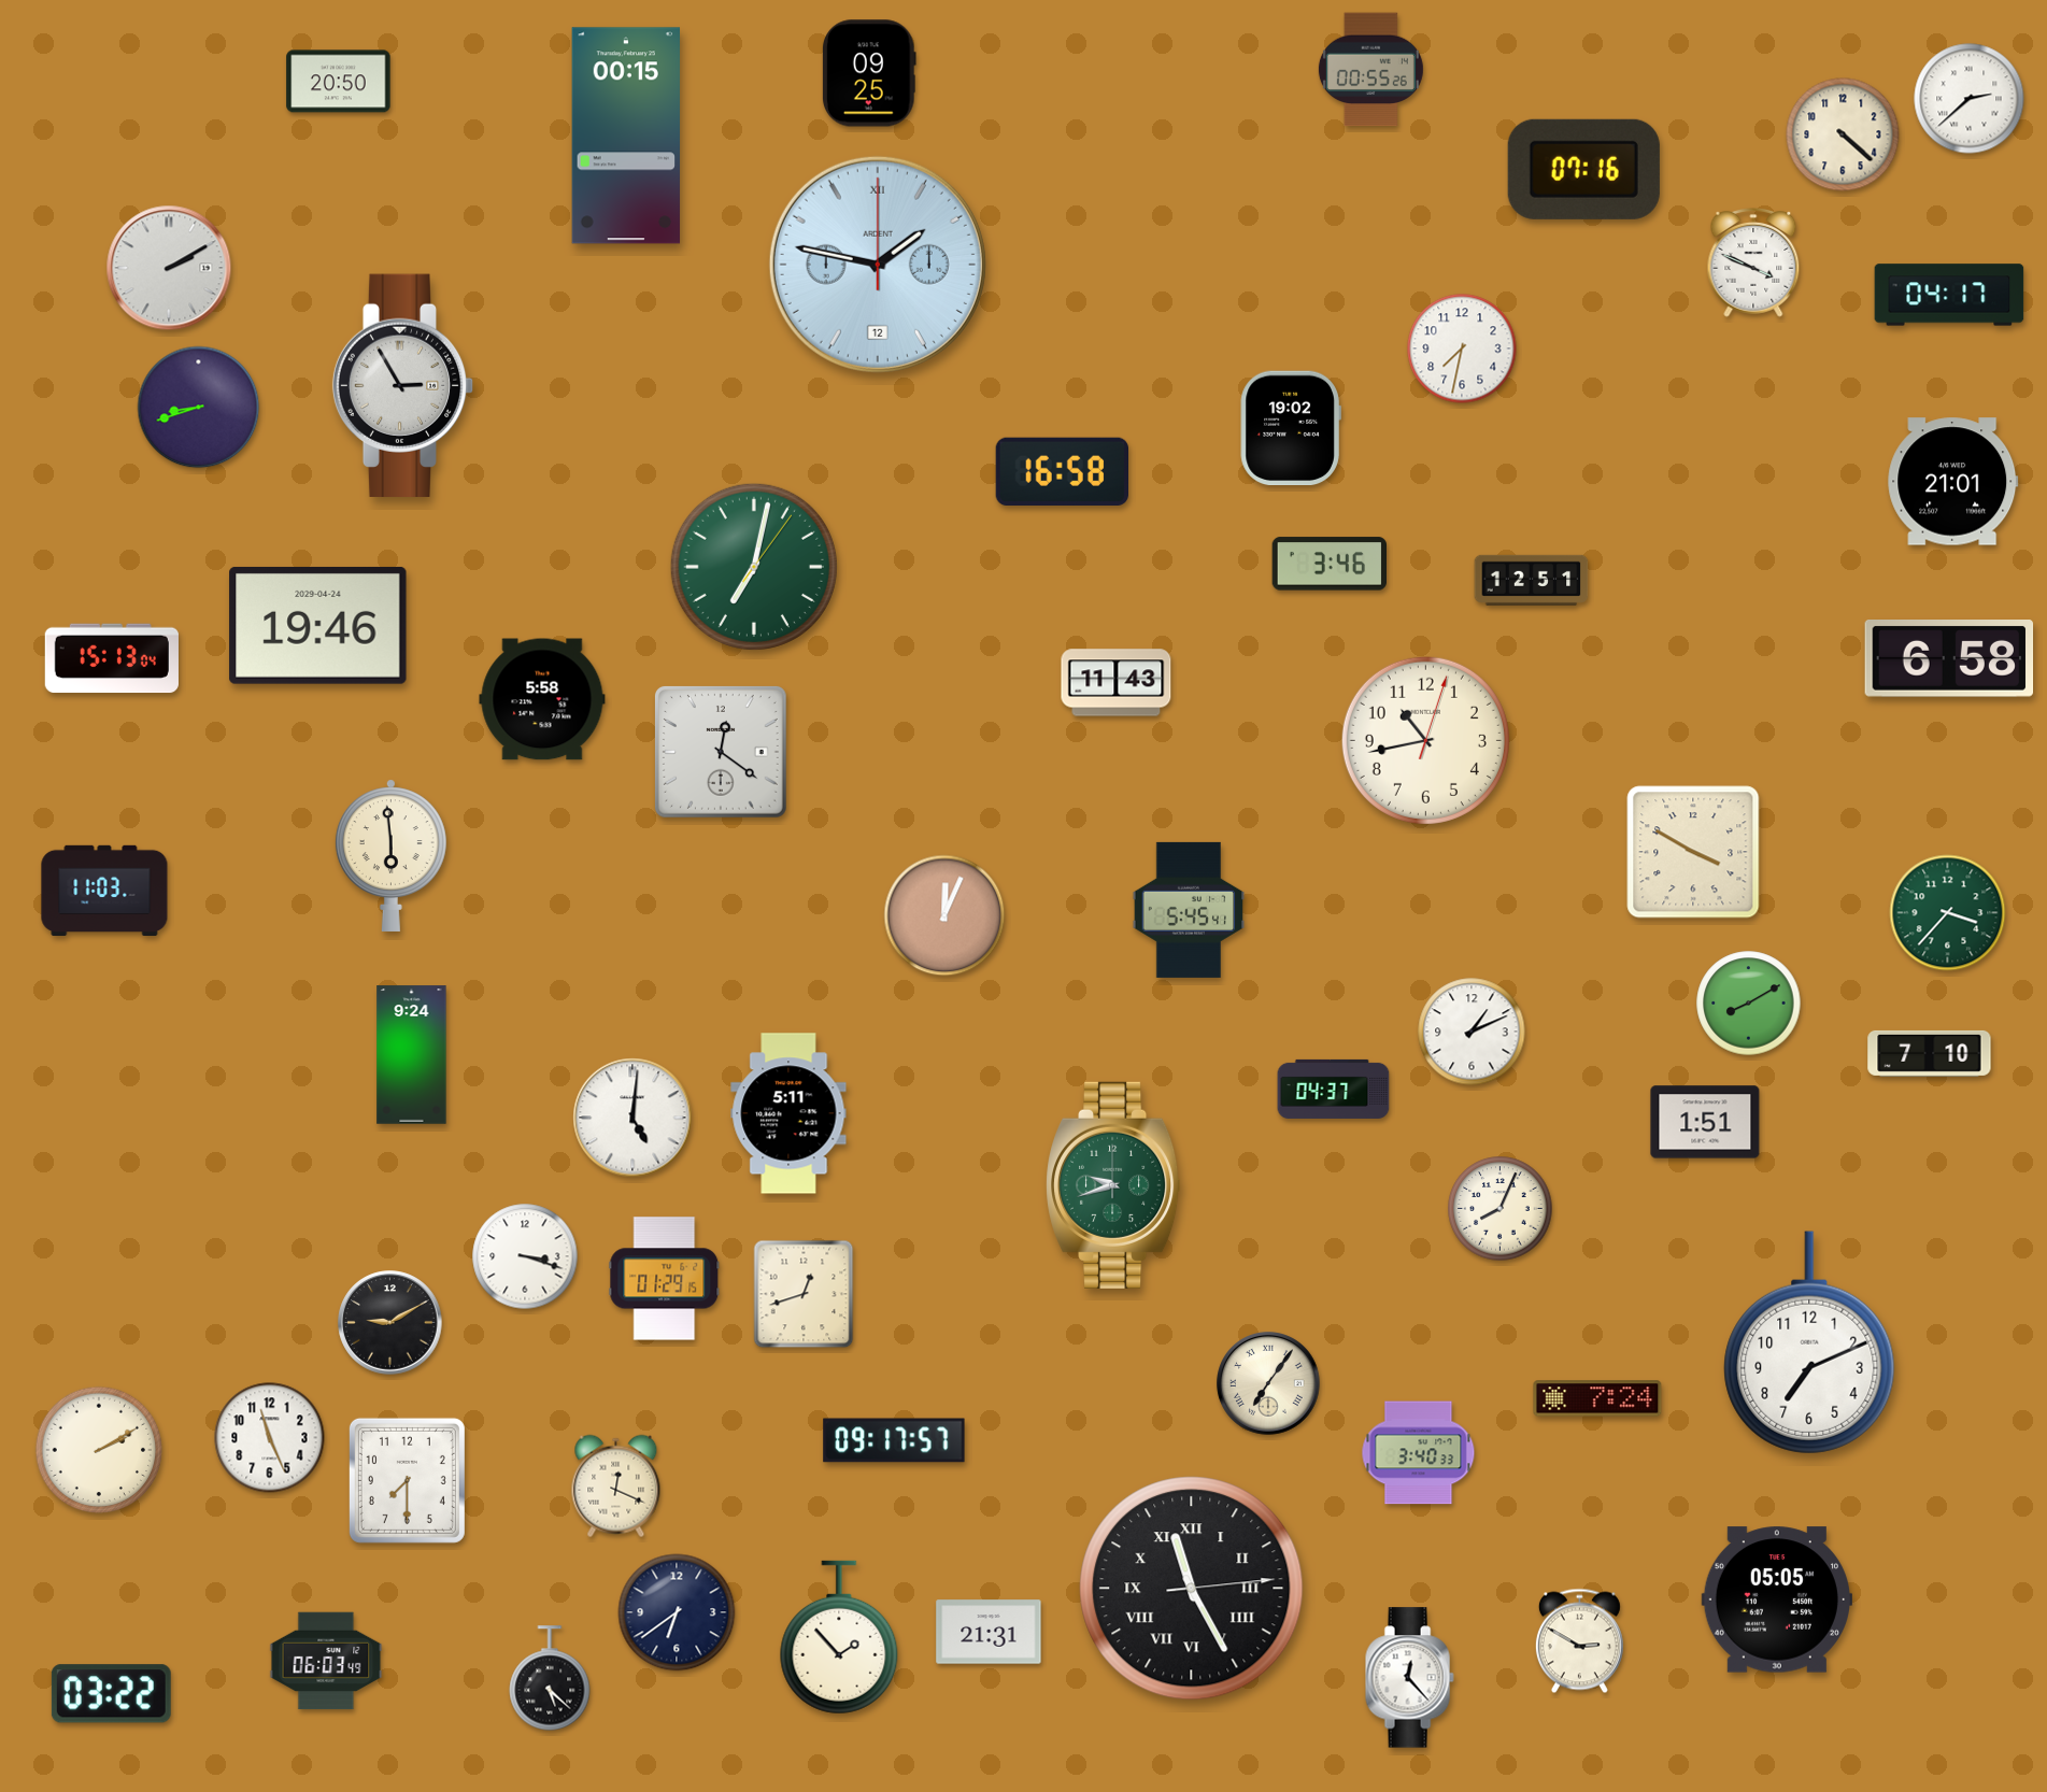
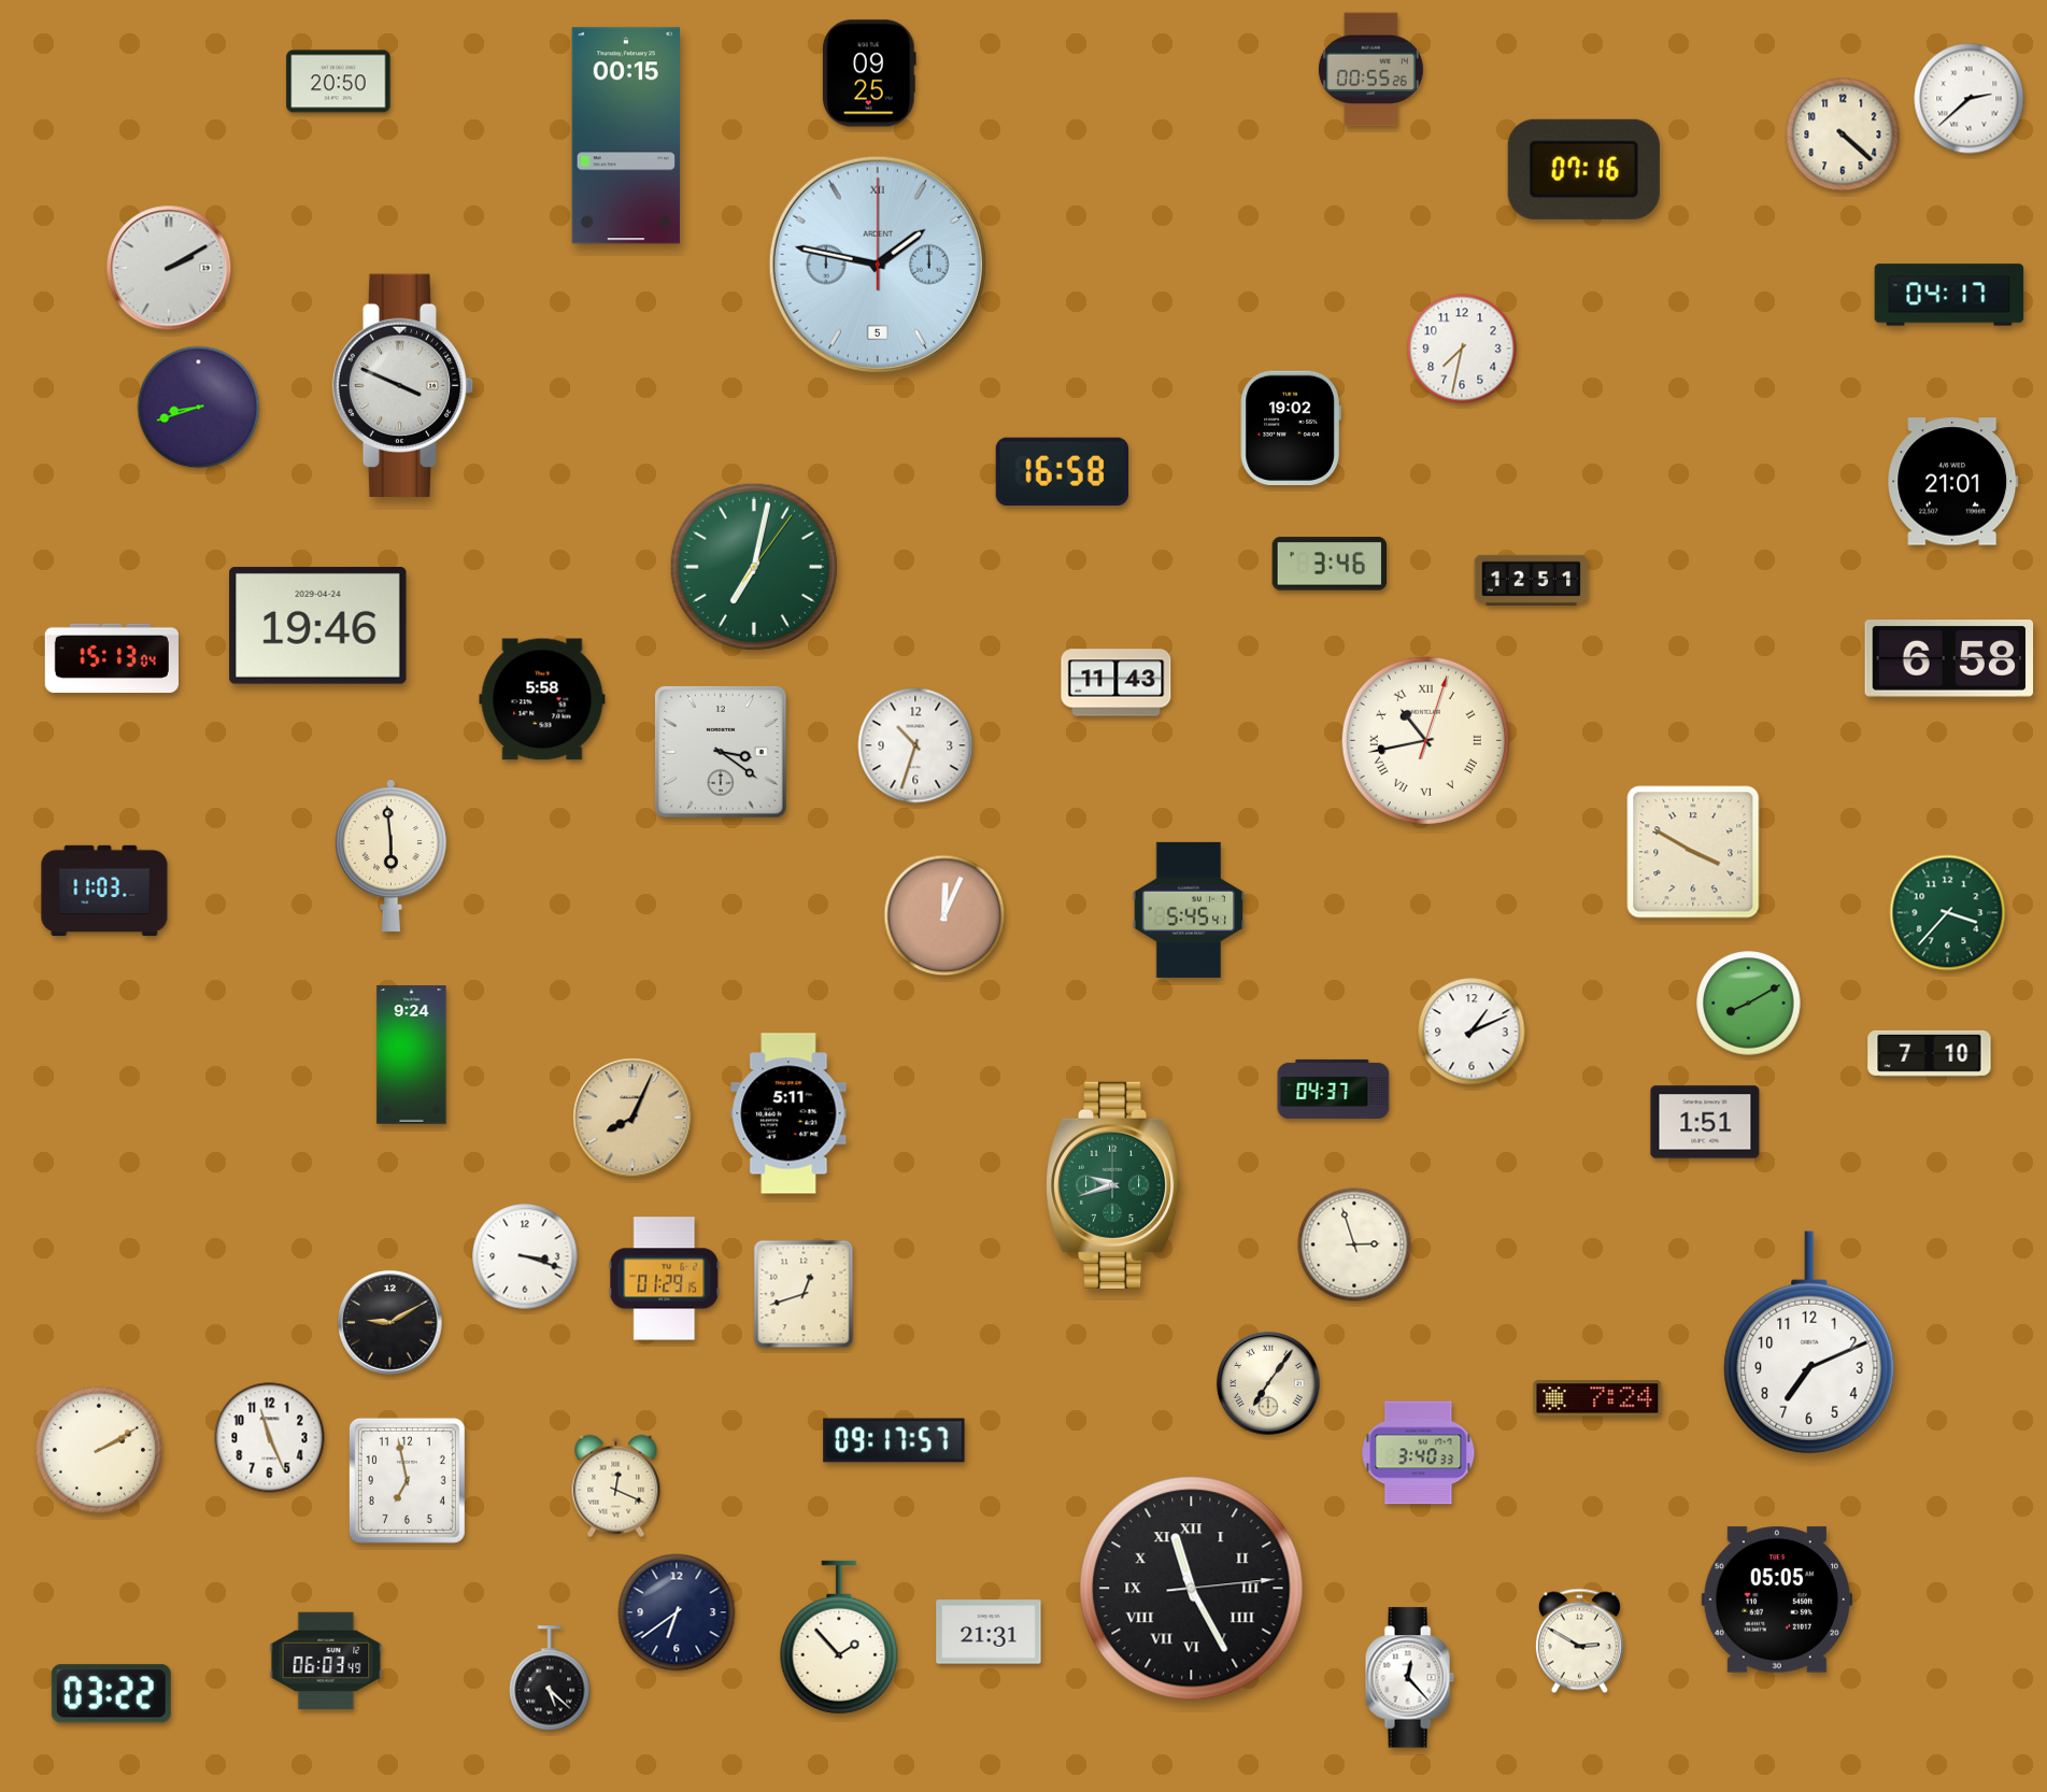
clock at (1753, 264): 3:49 -> none
clock at (878, 265) date: 12 -> 5
clock at (403, 385): 2:55 -> 3:49
clock at (1425, 740) numerals: Arabic -> Roman
clock at (915, 745): none -> 10:33
clock at (722, 753): 12:21 -> 3:21
clock at (632, 1118): 5:01 -> 8:04
clock at (632, 1118) dial: white -> champagne
clock at (1501, 1209): 8:04 -> none
clock at (1354, 1245): none -> 2:57
clock at (407, 1480): 7:30 -> 6:58
